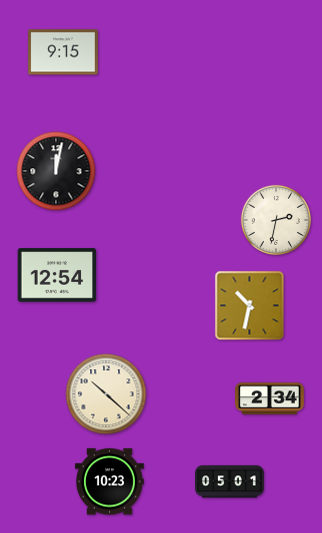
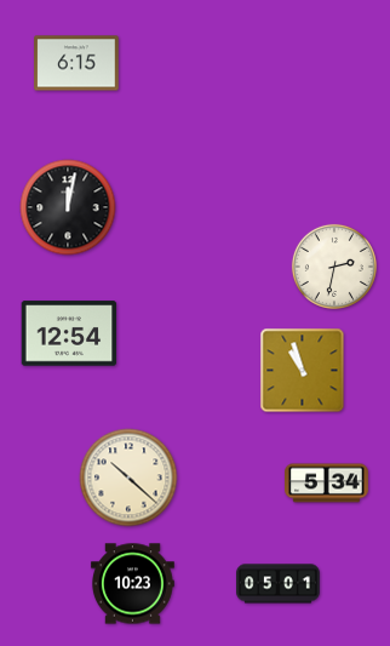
clock at (63, 52): 9:15 -> 6:15
clock at (250, 306): 10:32 -> 10:57
clock at (270, 399): 2:34 -> 5:34
